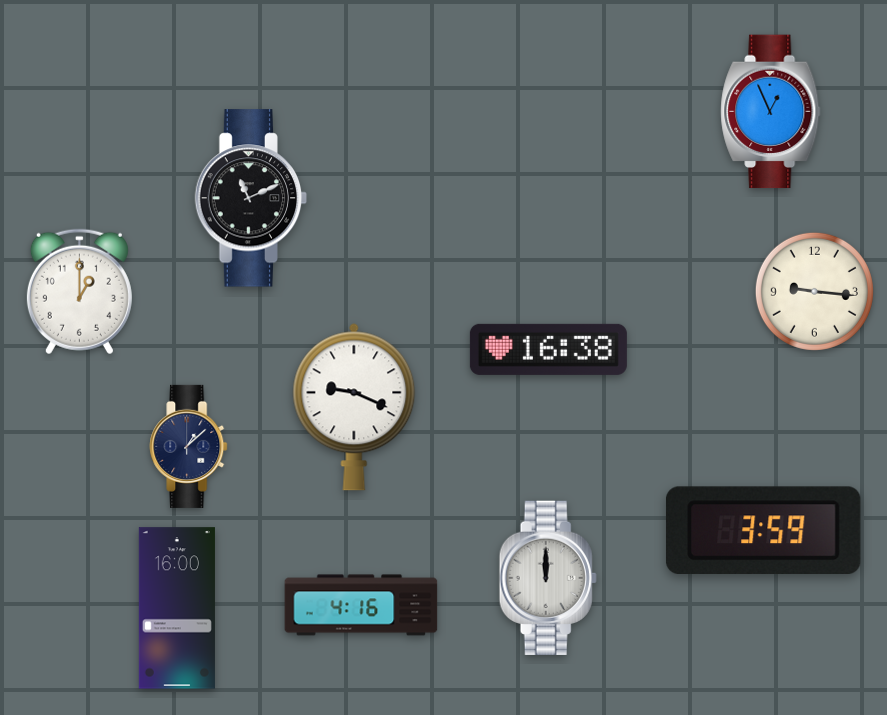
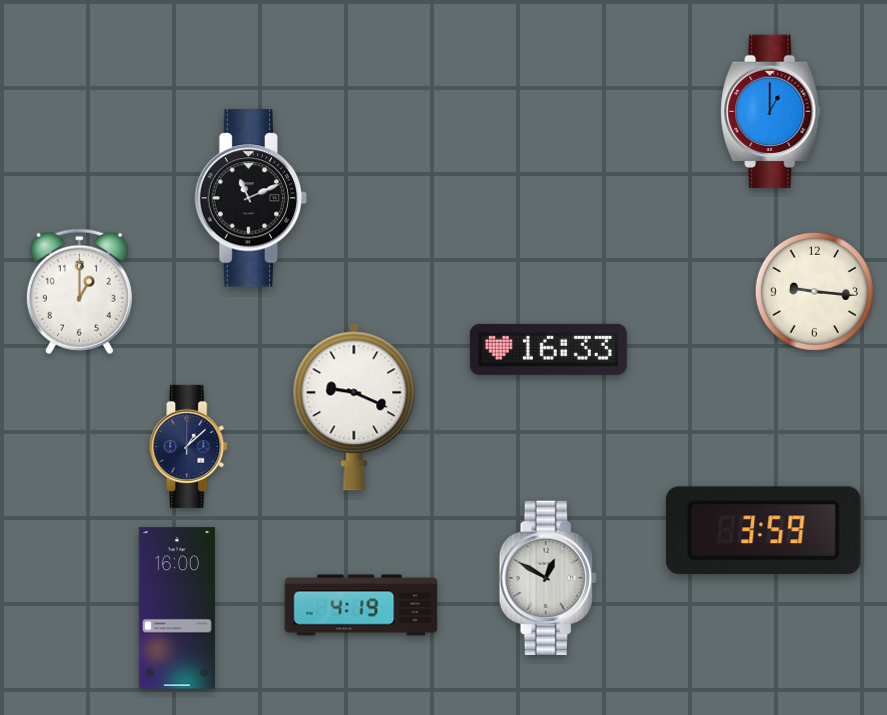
clock at (771, 112): 12:56 -> 1:00
clock at (548, 349): 16:38 -> 16:33
clock at (548, 577): 12:00 -> 12:50
clock at (361, 605): 4:16 -> 4:19
